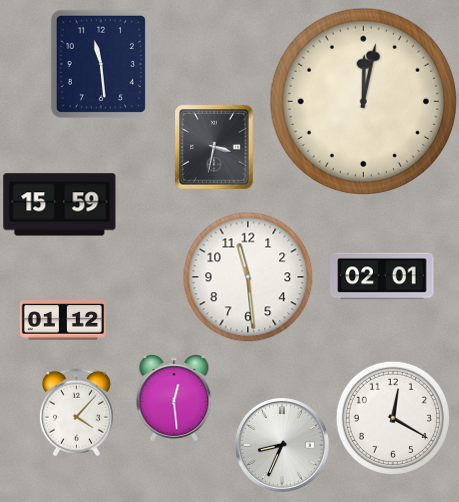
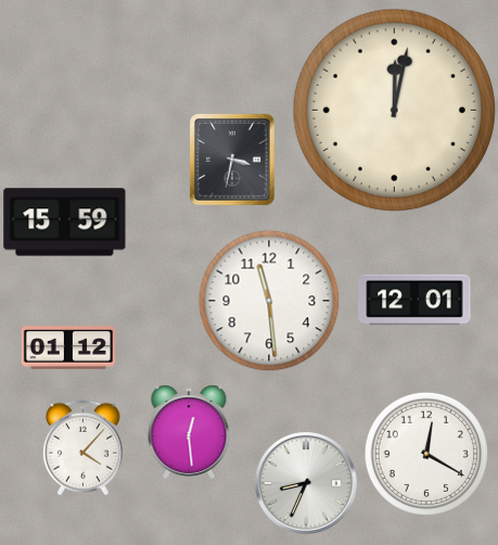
clock at (101, 64): 11:29 -> none
clock at (382, 276): 02:01 -> 12:01
